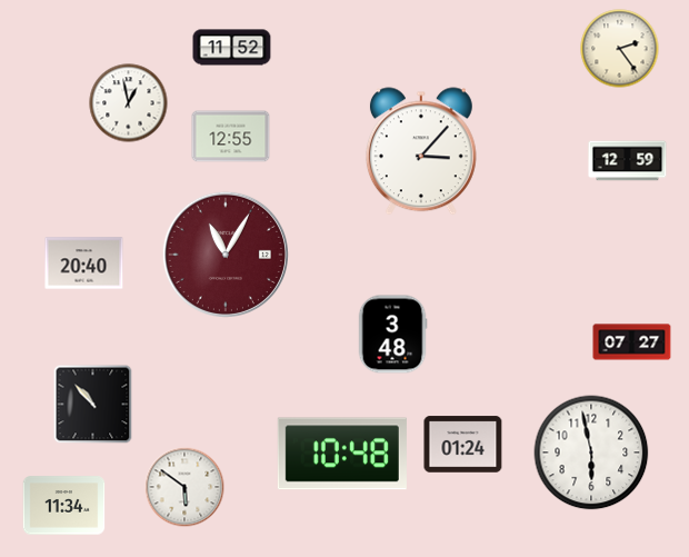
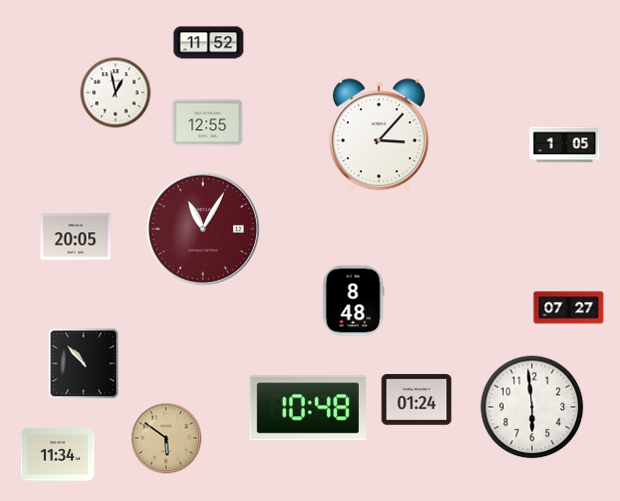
clock at (620, 49): 2:24 -> none
clock at (628, 161): 12:59 -> 1:05
clock at (84, 263): 20:40 -> 20:05
clock at (392, 335): 3:48 -> 8:48
clock at (591, 452): 5:58 -> 5:59
clock at (184, 487) dial: white -> champagne
